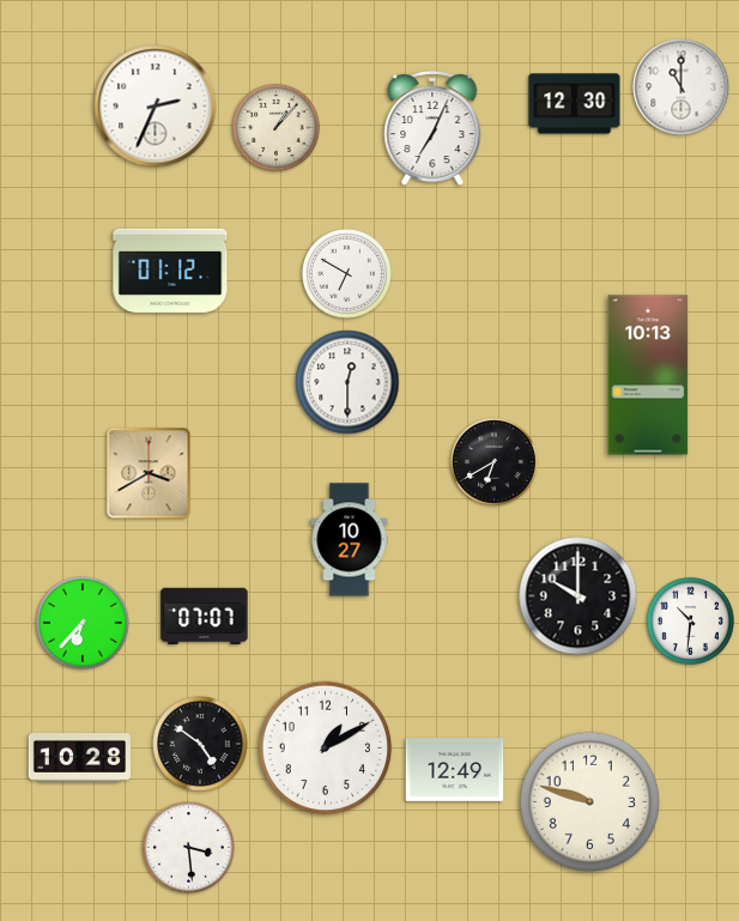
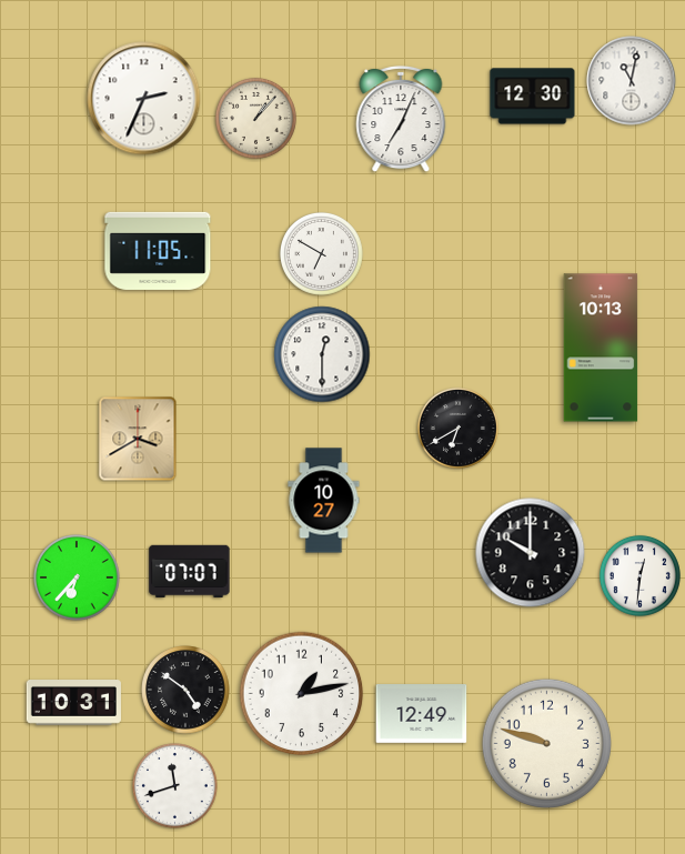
clock at (682, 87): 11:00 -> 11:02
clock at (170, 271): 01:12 -> 11:05
clock at (579, 596) position: (579, 596) -> (531, 553)
clock at (690, 620): 10:31 -> 12:31
clock at (326, 749): 1:10 -> 1:13
clock at (79, 758): 10:28 -> 10:31
clock at (189, 848): 3:29 -> 11:42
